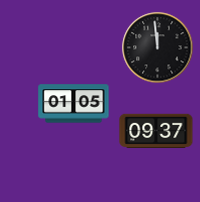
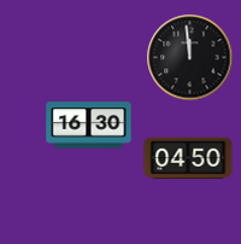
clock at (74, 104): 01:05 -> 16:30
clock at (156, 130): 09:37 -> 04:50
